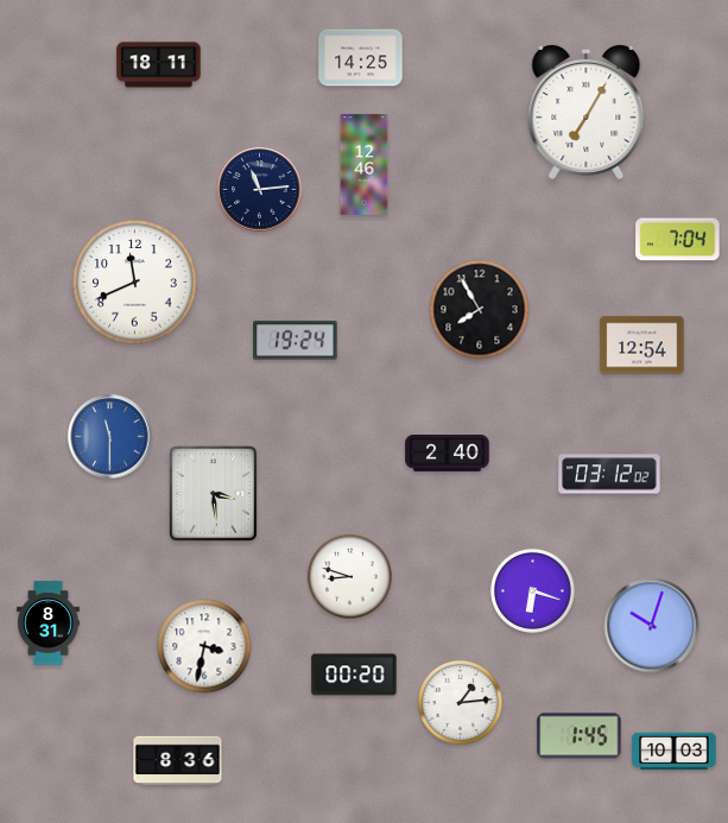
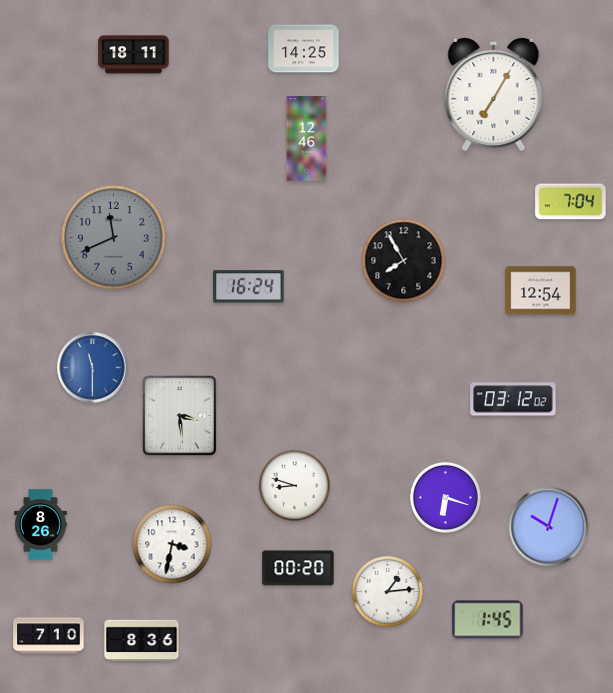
clock at (260, 190): 11:14 -> none
clock at (135, 283) dial: white -> grey
clock at (296, 341): 19:24 -> 16:24
clock at (448, 454): 2:40 -> none
clock at (532, 590) position: (532, 590) -> (445, 497)
clock at (49, 623): 8:31 -> 8:26
clock at (675, 752): 10:03 -> none
clock at (49, 636): none -> 7:10
clock at (178, 761) position: (178, 761) -> (142, 641)
